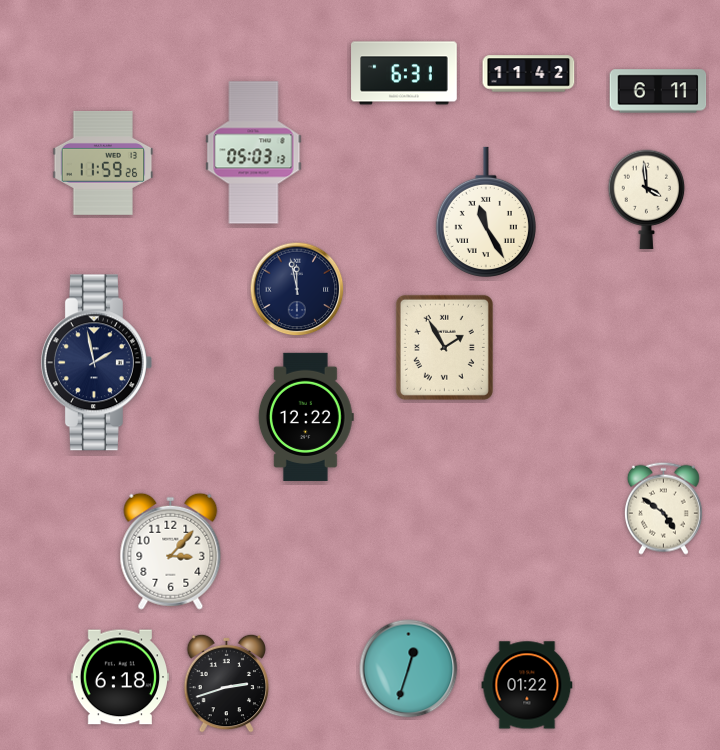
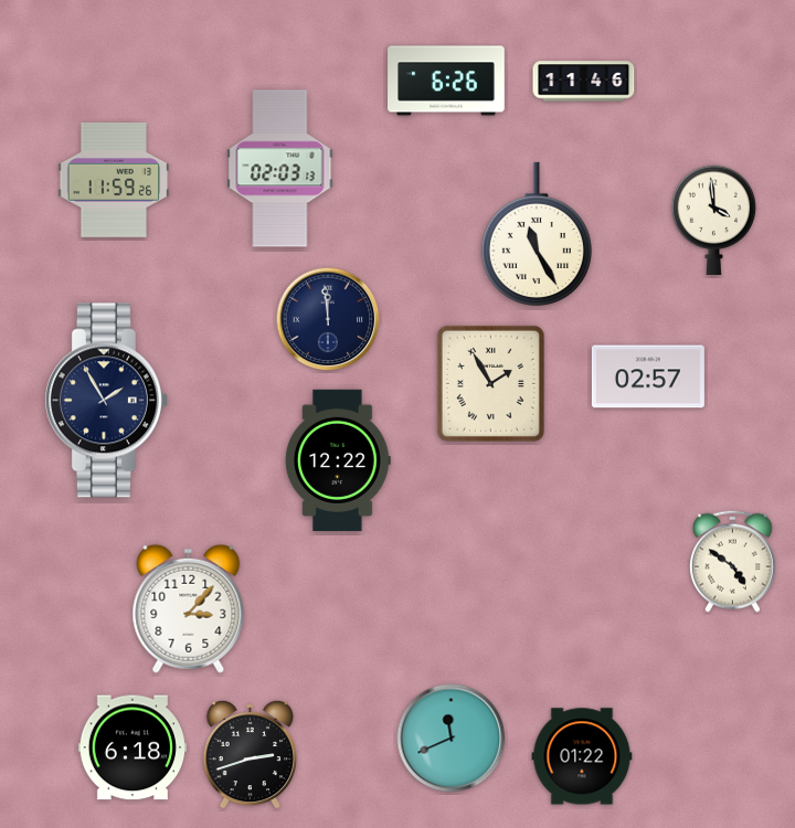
clock at (404, 73): 6:31 -> 6:26
clock at (529, 74): 11:42 -> 11:46
clock at (658, 91): 6:11 -> none
clock at (254, 153): 05:03 -> 02:03
clock at (297, 289): 11:58 -> 11:59
clock at (648, 376): none -> 02:57
clock at (96, 363): 1:58 -> 1:55
clock at (409, 669): 12:33 -> 11:41
